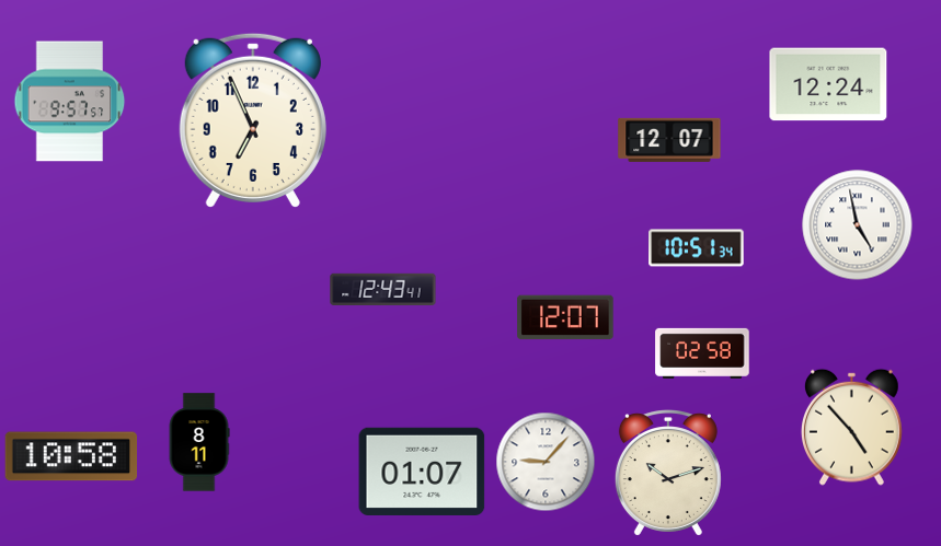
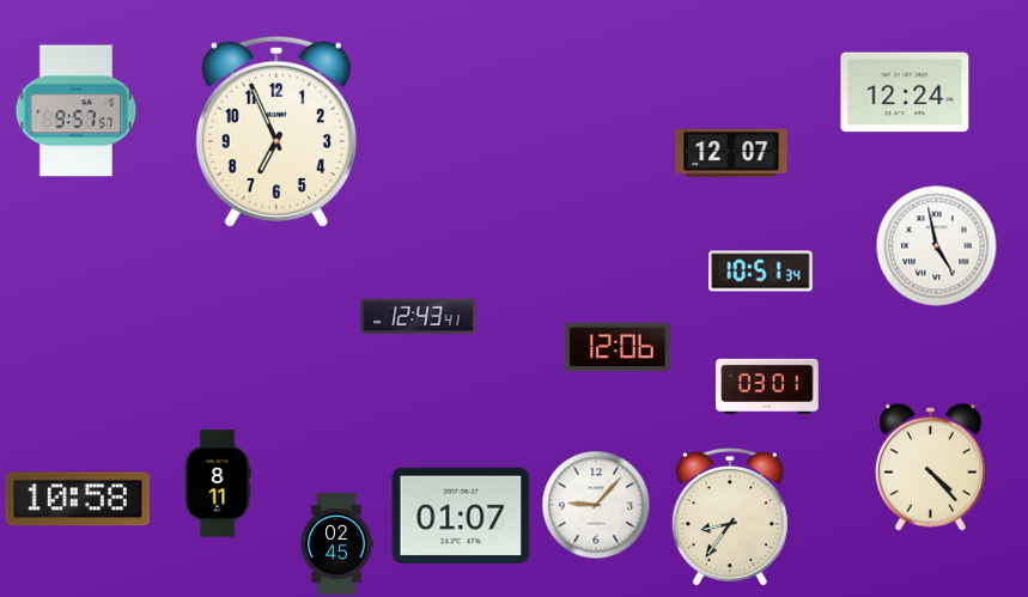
clock at (565, 317): 12:07 -> 12:06
clock at (702, 353): 02:58 -> 03:01
clock at (851, 427): 4:53 -> 4:23
clock at (668, 473): 10:12 -> 8:36
clock at (336, 544): none -> 02:45
